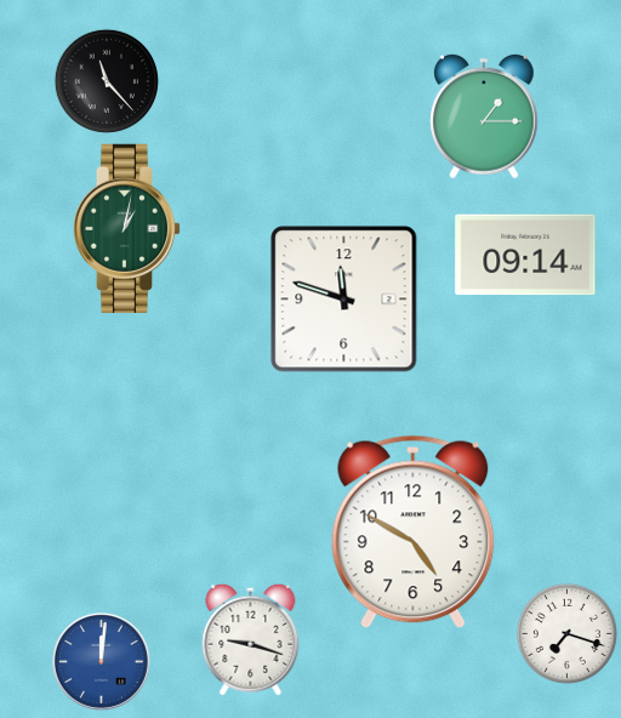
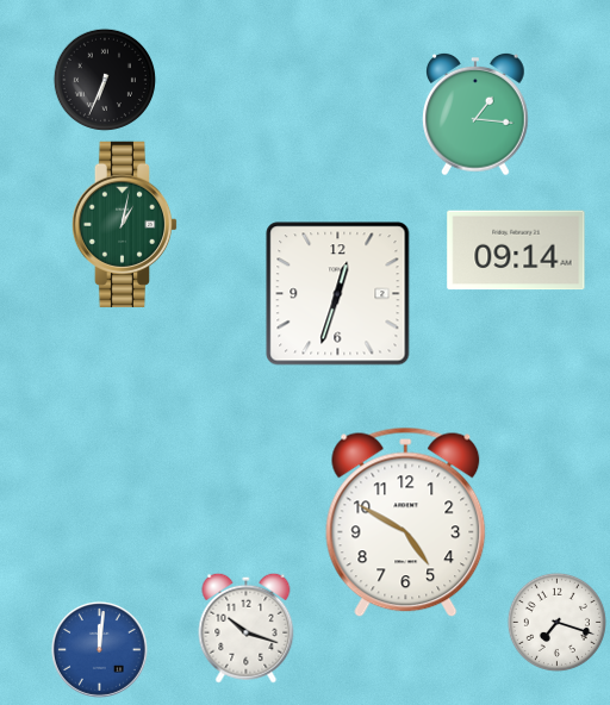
clock at (107, 81): 11:23 -> 6:34
clock at (485, 116): 1:15 -> 1:16
clock at (344, 300): 11:48 -> 12:33
clock at (251, 639): 9:18 -> 10:18
